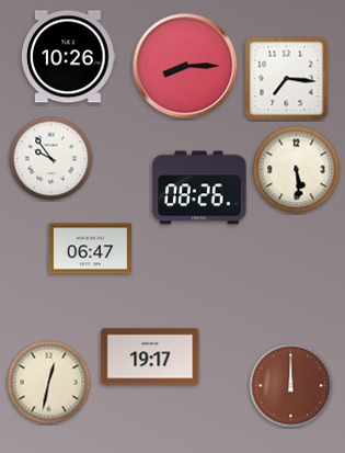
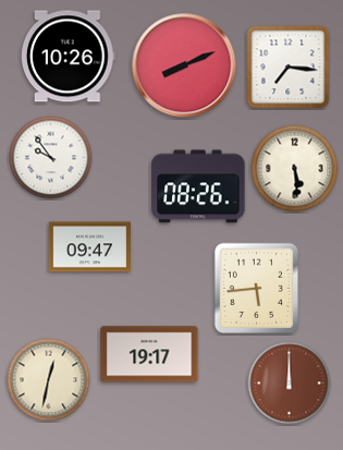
clock at (185, 66): 8:15 -> 8:11
clock at (287, 79) position: (287, 79) -> (289, 68)
clock at (90, 249): 06:47 -> 09:47
clock at (257, 289): none -> 5:44
